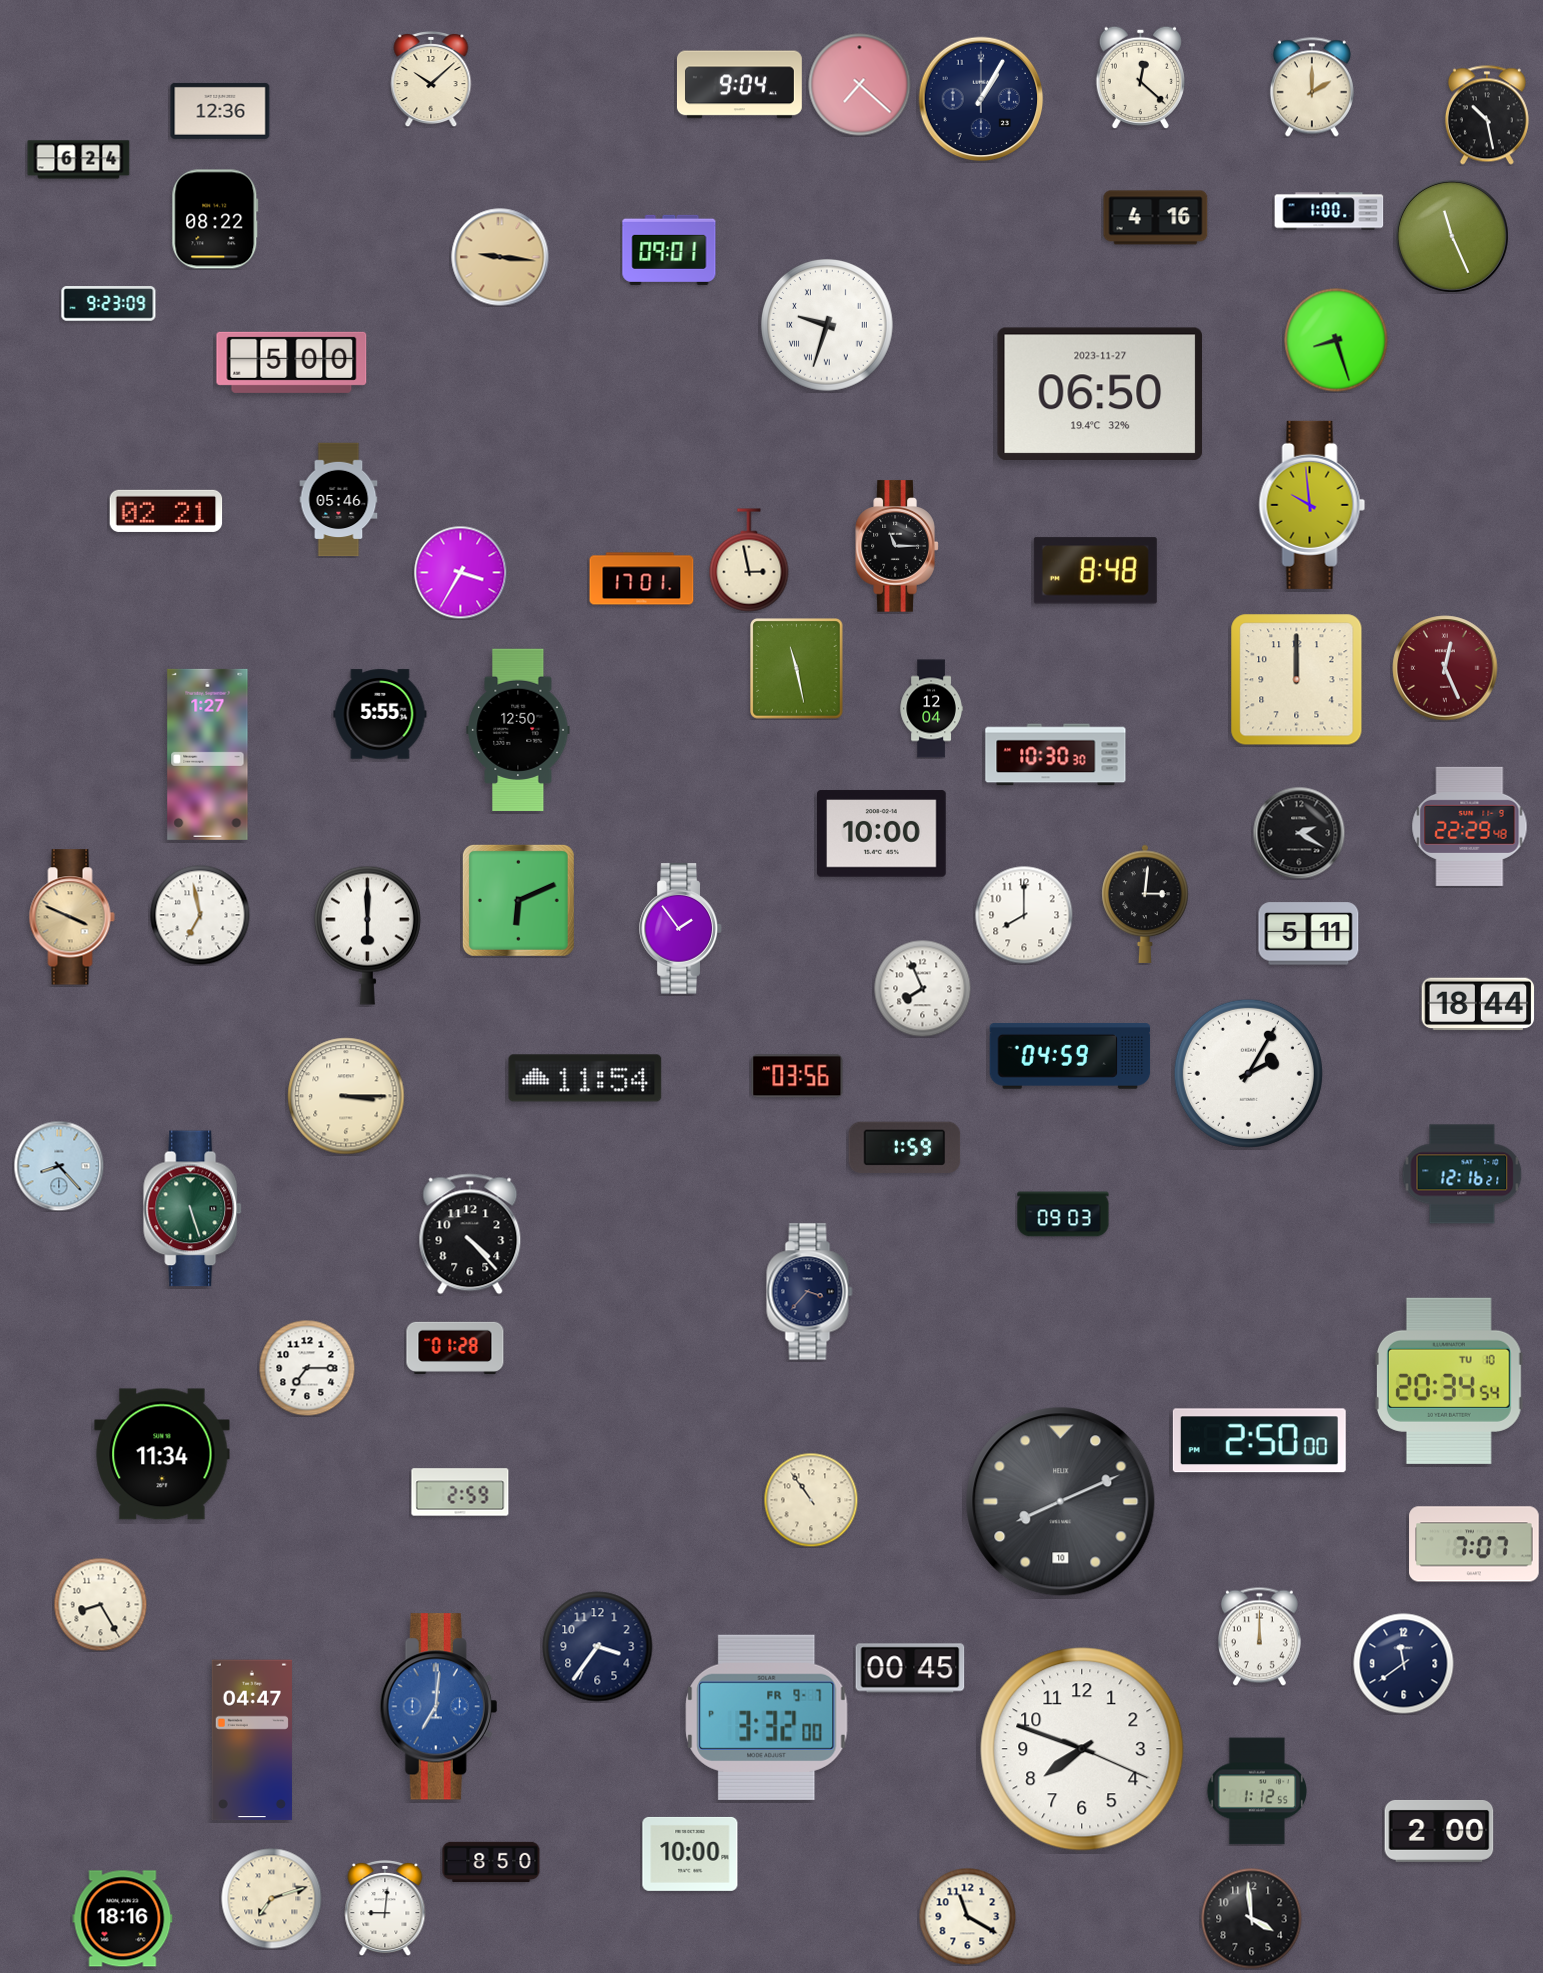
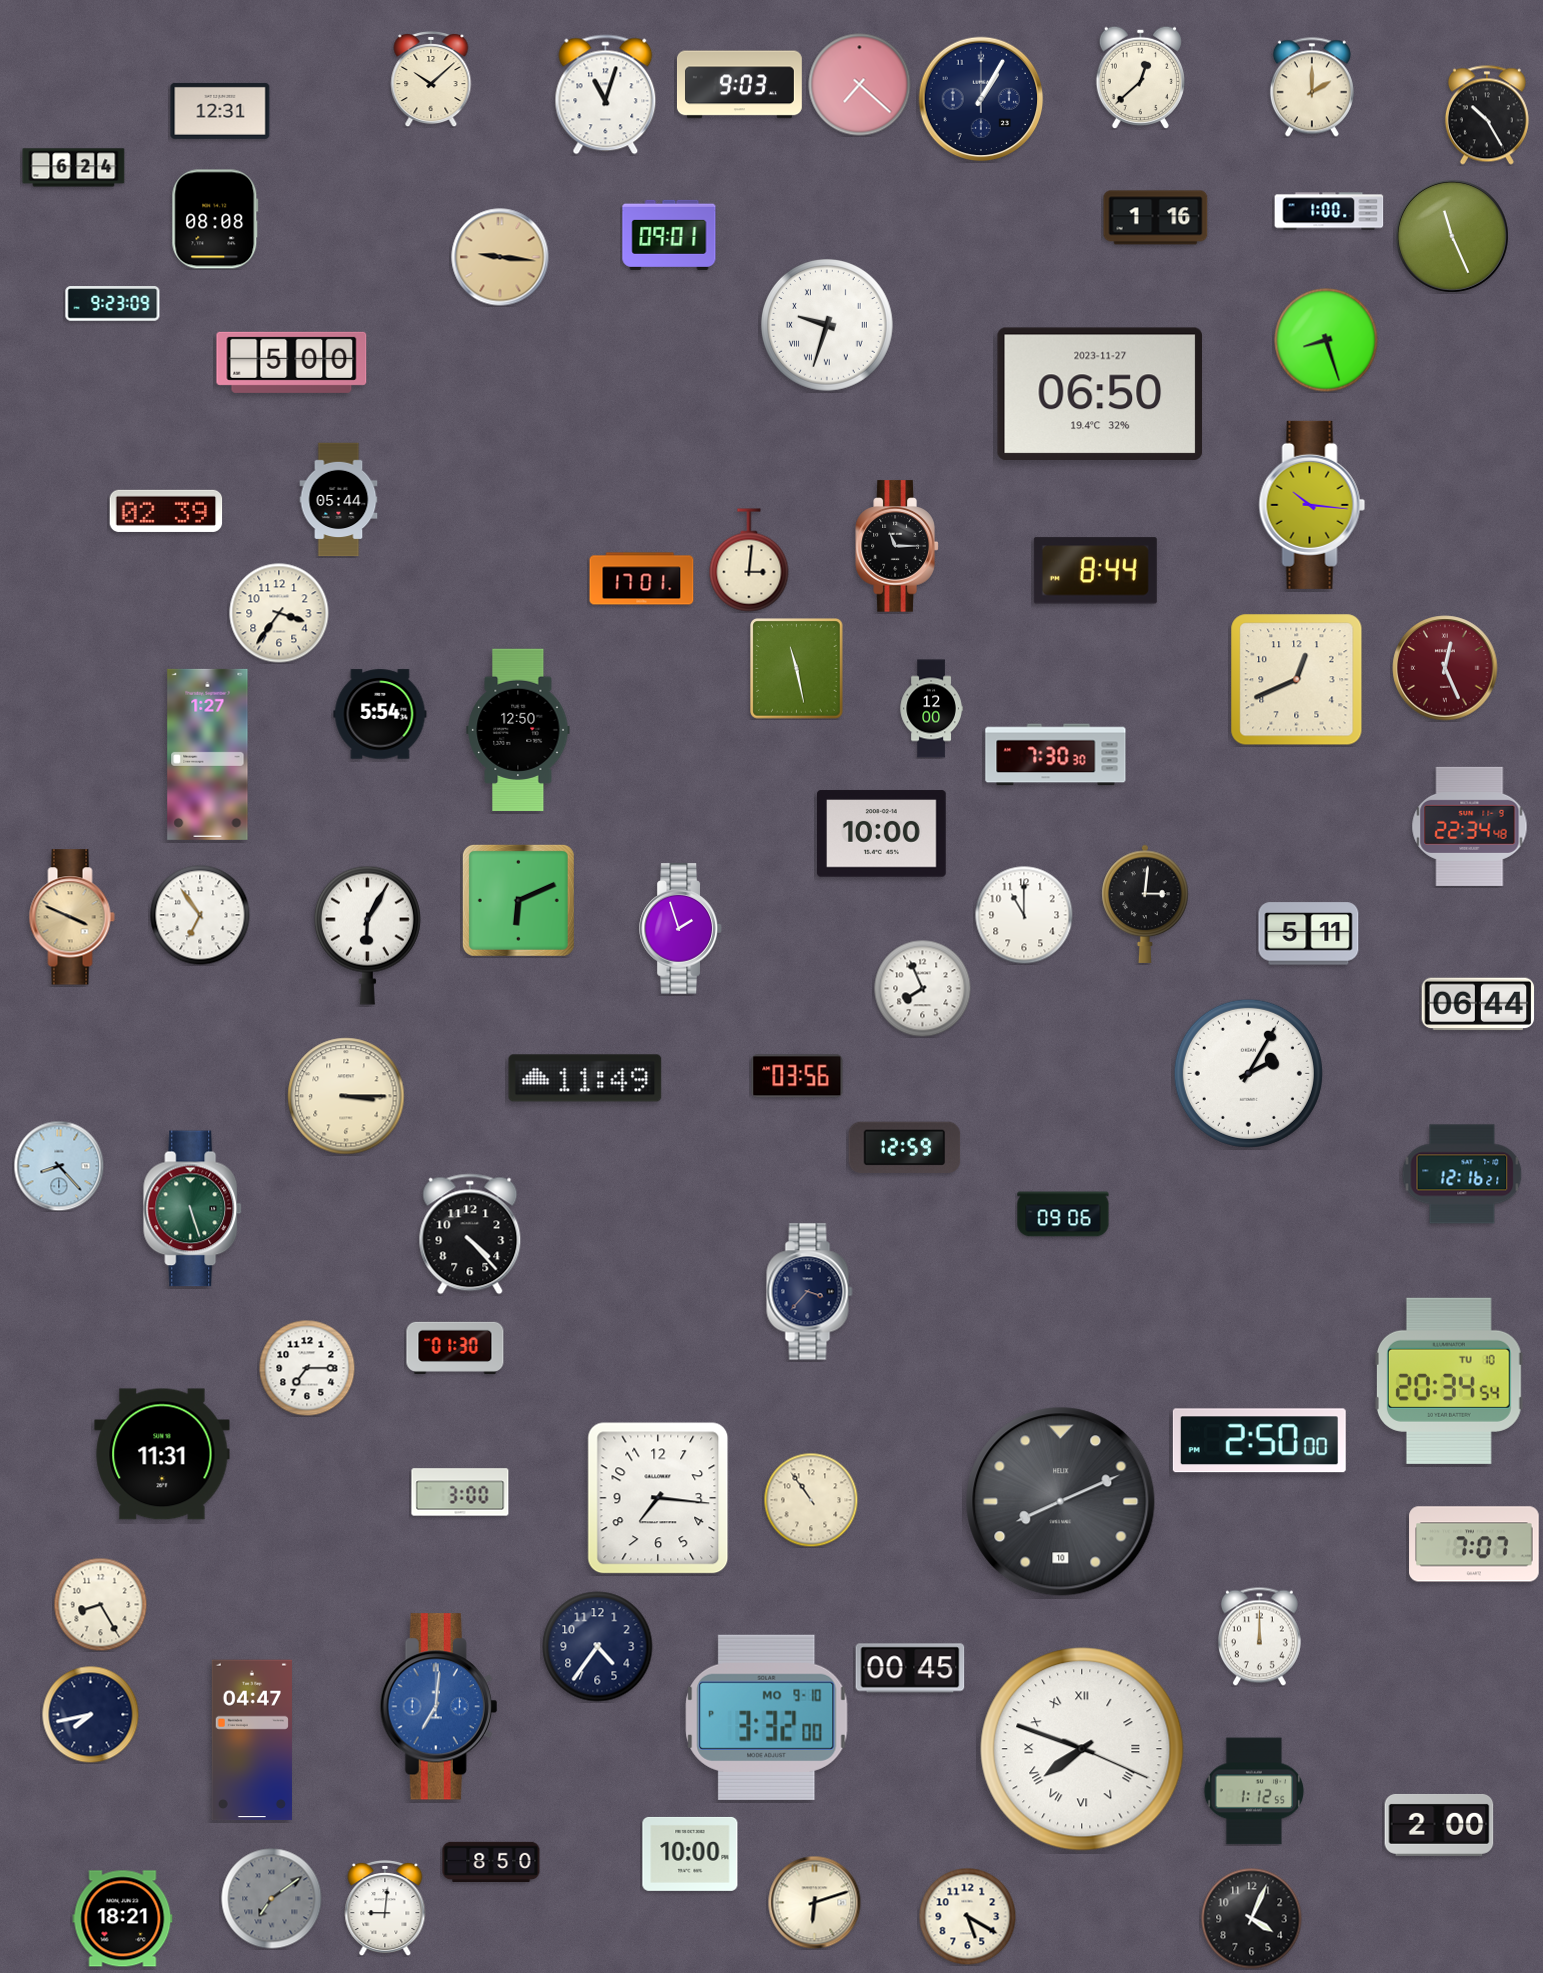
clock at (1140, 77): 12:22 -> 12:38
clock at (739, 85): 9:04 -> 9:03
clock at (606, 95): none -> 11:03
clock at (220, 111): 12:36 -> 12:31
clock at (1487, 115): 10:28 -> 10:25
clock at (79, 160) position: (79, 160) -> (74, 168)
clock at (1156, 218): 4:16 -> 1:16
clock at (215, 219): 08:22 -> 08:08
clock at (669, 250) position: (669, 250) -> (669, 235)
clock at (109, 304) position: (109, 304) -> (113, 304)
clock at (1336, 340) position: (1336, 340) -> (1326, 340)
clock at (339, 500): 05:46 -> 05:44
clock at (1312, 505): 9:59 -> 10:16
clock at (166, 511): 02:21 -> 02:39
clock at (749, 560): 2:58 -> 3:01
clock at (1095, 571): 8:48 -> 8:44
clock at (460, 572): 3:35 -> none
clock at (279, 613): none -> 3:36
clock at (1297, 680): 12:00 -> 12:41
clock at (931, 709): 12:04 -> 12:00
clock at (380, 714): 5:55 -> 5:54
clock at (1056, 755): 10:30 -> 7:30
clock at (1470, 826): 22:29 -> 22:34
clock at (1299, 833): 2:20 -> none
clock at (200, 915): 6:58 -> 6:54
clock at (1024, 915): 8:00 -> 11:00
clock at (681, 929): 1:54 -> 1:57
clock at (367, 935): 6:00 -> 6:05
clock at (1478, 1004): 18:44 -> 06:44
clock at (1070, 1057): 04:59 -> none
clock at (585, 1078): 11:54 -> 11:49
clock at (905, 1148): 1:59 -> 12:59
clock at (1063, 1214): 09:03 -> 09:06
clock at (455, 1348): 01:28 -> 01:30
clock at (162, 1454): 11:34 -> 11:31
clock at (460, 1492): 2:59 -> 3:00
clock at (658, 1498): none -> 7:16
clock at (598, 1647): 3:36 -> 4:36
clock at (1404, 1664): 11:39 -> none
clock at (90, 1714): none -> 7:43
clock at (767, 1717) date: FR 9-7 -> MO 9-10
clock at (1082, 1749) numerals: Arabic -> Roman
clock at (1256, 1791) position: (1256, 1791) -> (1253, 1791)
clock at (1439, 1831) position: (1439, 1831) -> (1439, 1825)
clock at (272, 1899): 7:12 -> 7:09
clock at (272, 1899) dial: cream -> grey
clock at (814, 1902): none -> 6:12
clock at (967, 1916): 11:20 -> 5:20
clock at (123, 1919): 18:16 -> 18:21
clock at (1252, 1919): 3:59 -> 4:04
